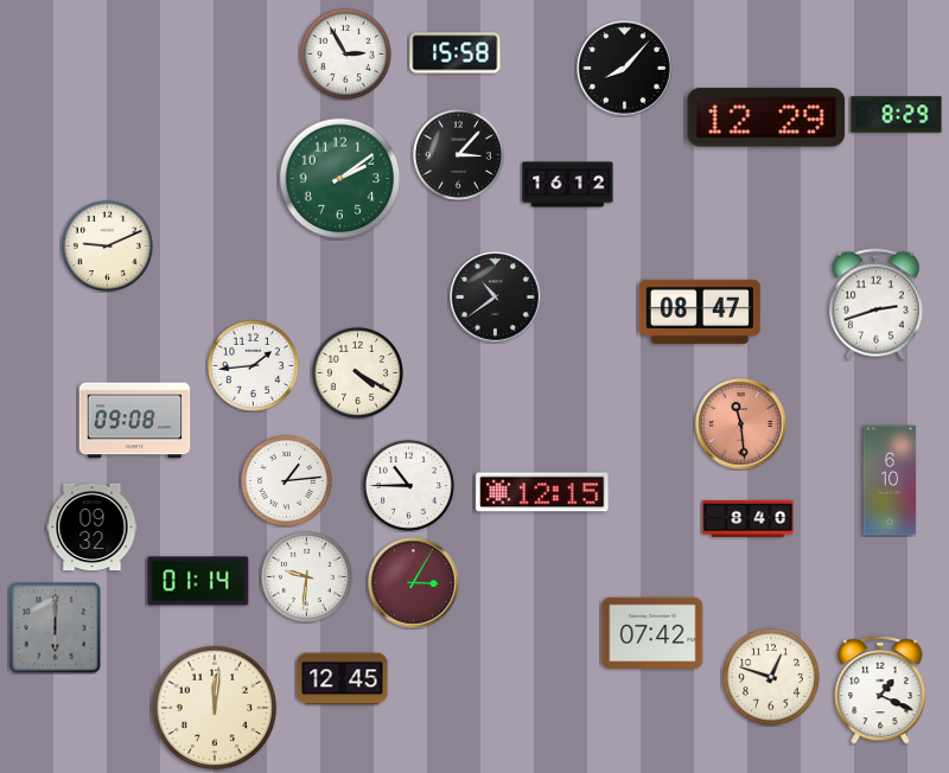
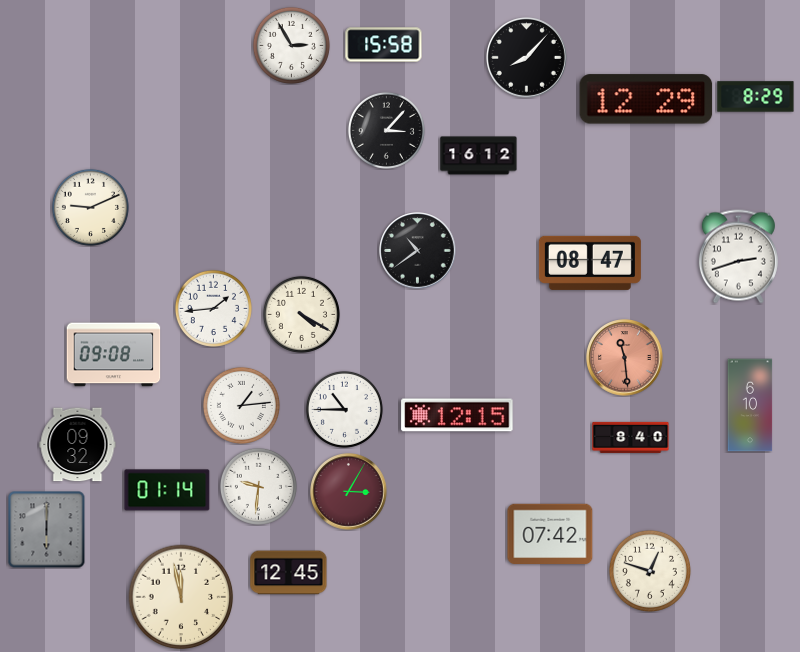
clock at (340, 179): 2:09 -> none
clock at (880, 691): 1:19 -> none
clock at (215, 708): 12:01 -> 11:58
